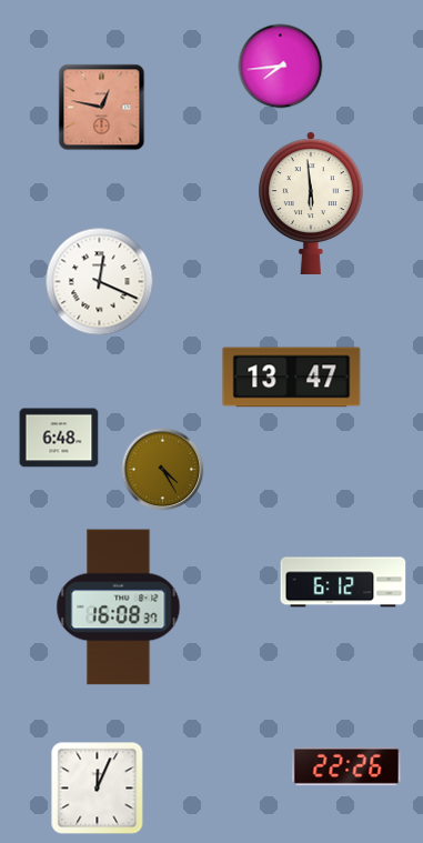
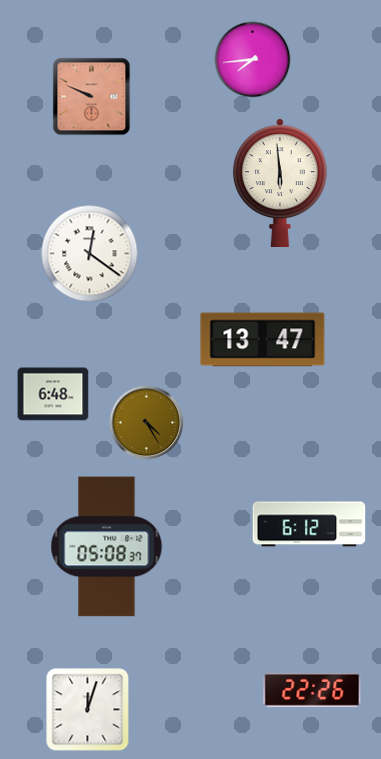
clock at (102, 108): 12:47 -> 9:49
clock at (100, 282): 12:19 -> 12:21
clock at (119, 608): 16:08 -> 05:08
clock at (98, 789): 12:04 -> 12:03
